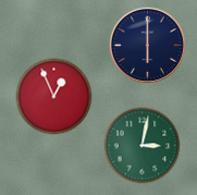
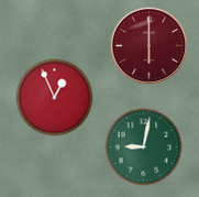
clock at (147, 45) dial: navy -> burgundy
clock at (143, 146): 3:02 -> 9:02
